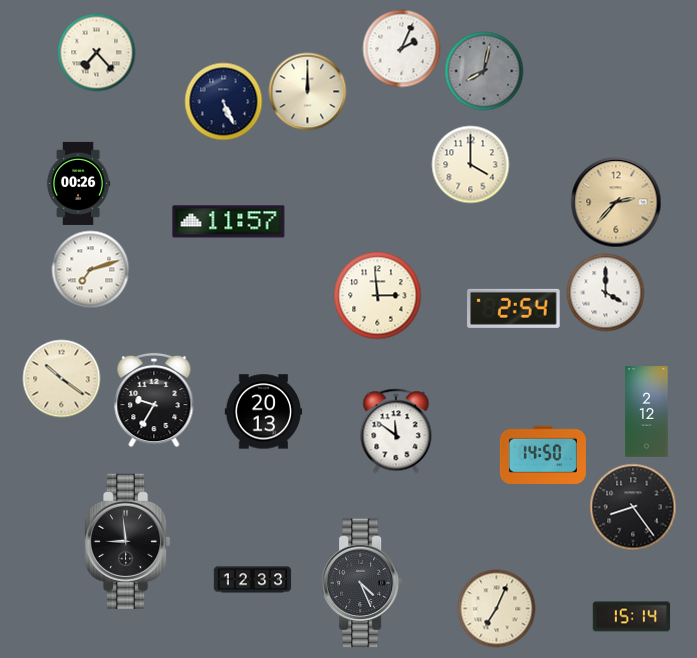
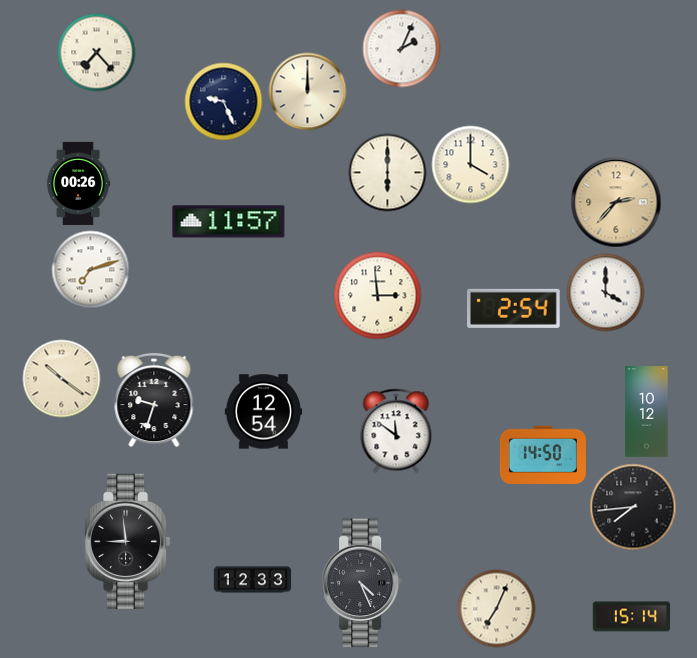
clock at (484, 71): 8:02 -> none
clock at (223, 101): 5:26 -> 9:26
clock at (387, 172): none -> 6:00
clock at (154, 400): 9:35 -> 9:33
clock at (263, 412): 20:13 -> 12:54
clock at (647, 412): 2:12 -> 10:12
clock at (633, 507): 8:24 -> 7:44
